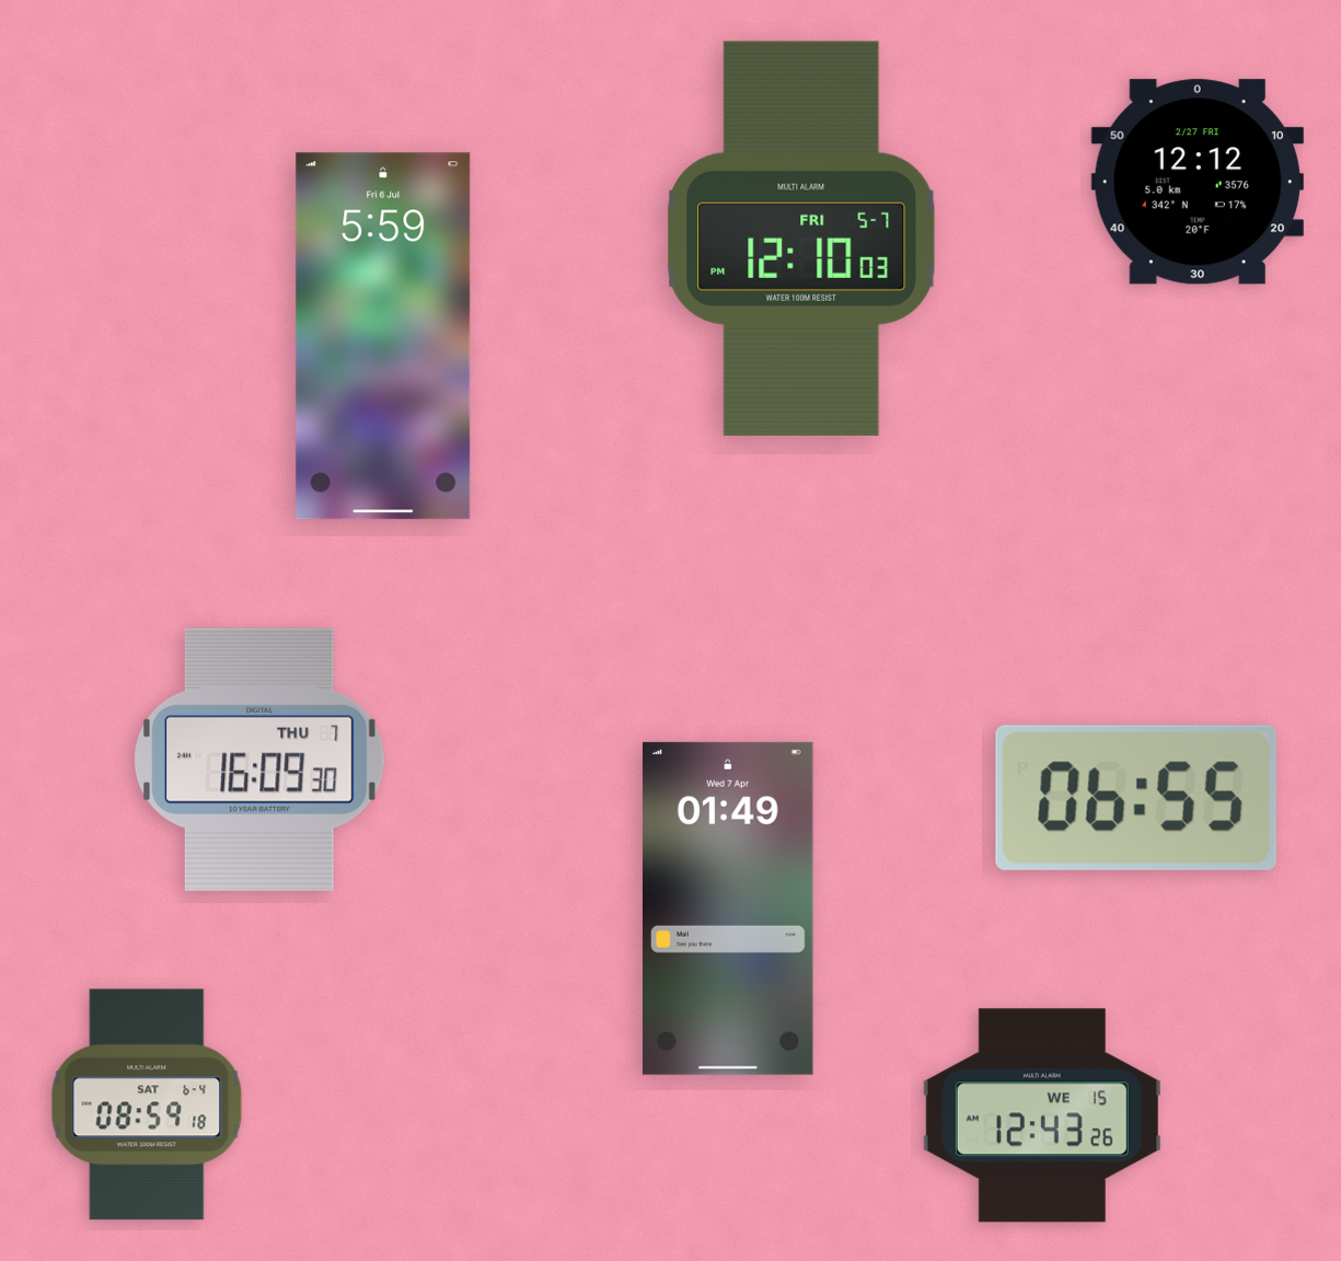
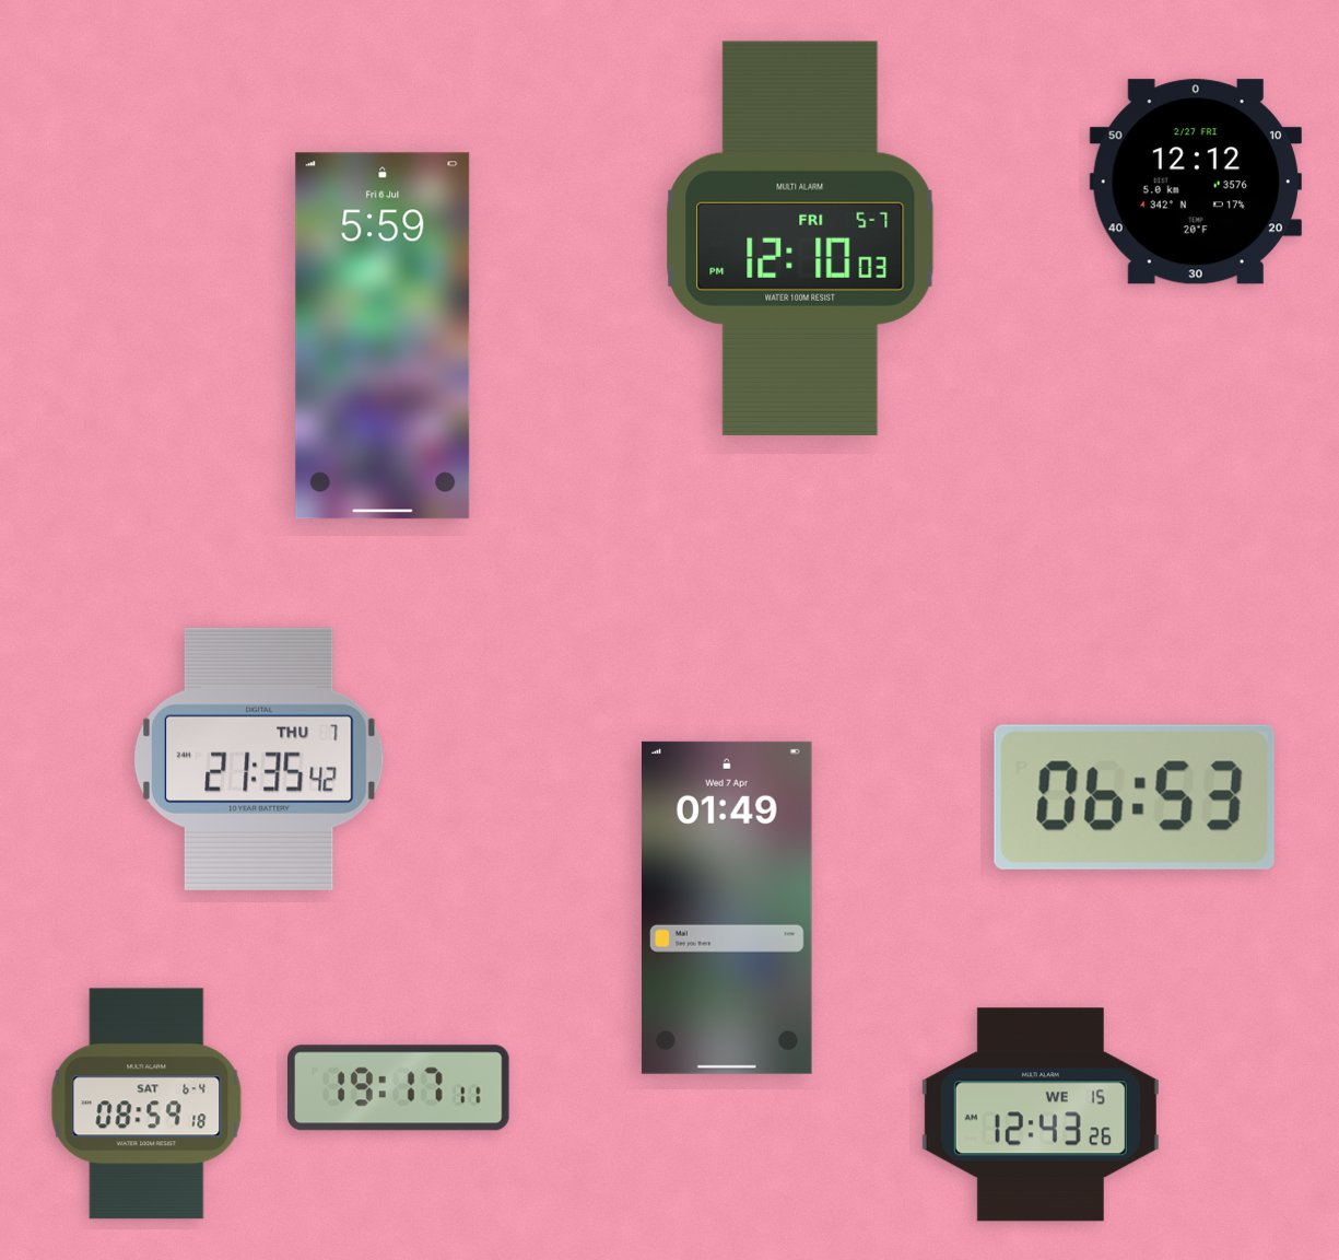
clock at (259, 760): 16:09 -> 21:35
clock at (1136, 798): 06:55 -> 06:53
clock at (399, 1088): none -> 19:17
